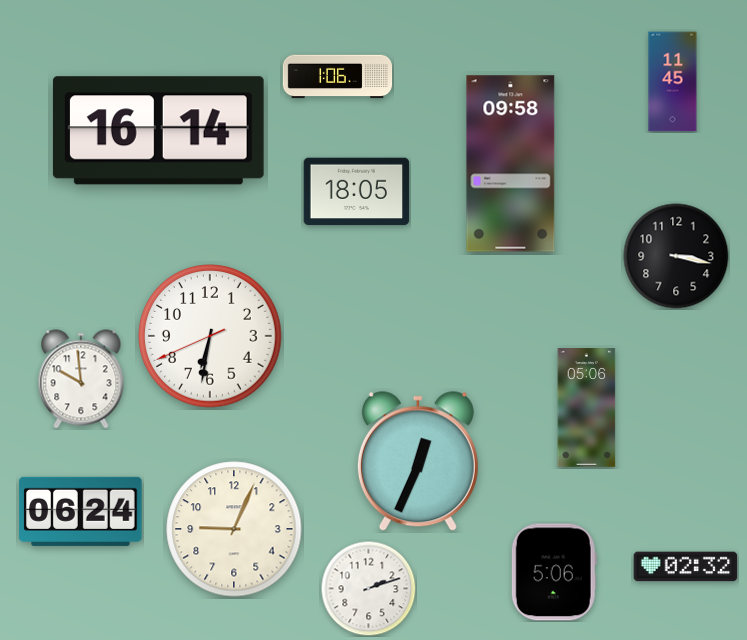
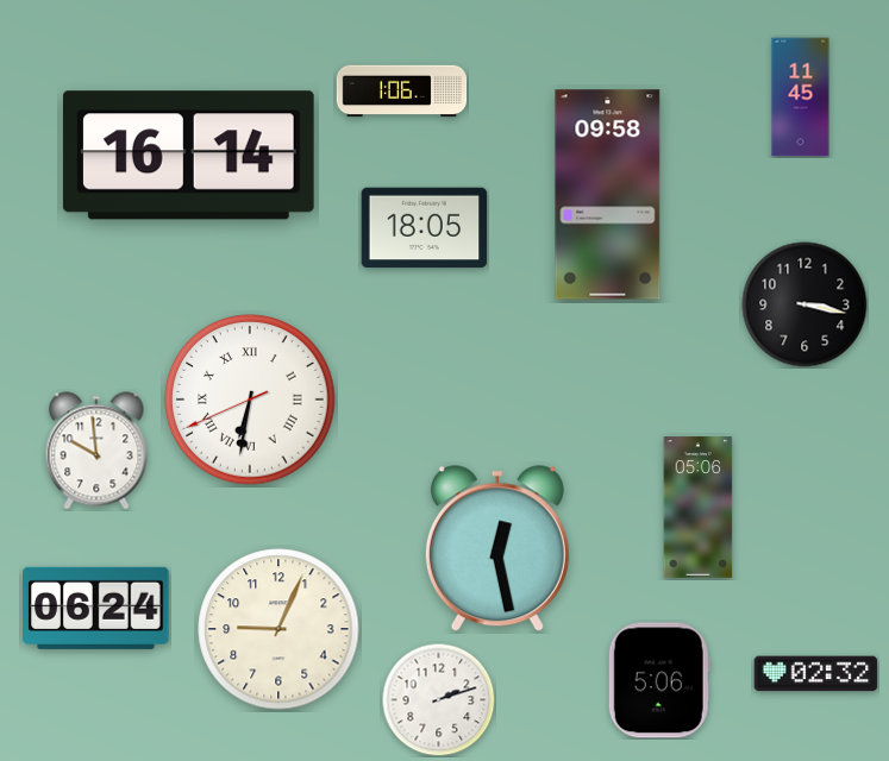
clock at (210, 336) numerals: Arabic -> Roman
clock at (587, 408) position: (587, 408) -> (699, 508)
clock at (418, 462): 12:34 -> 12:28
